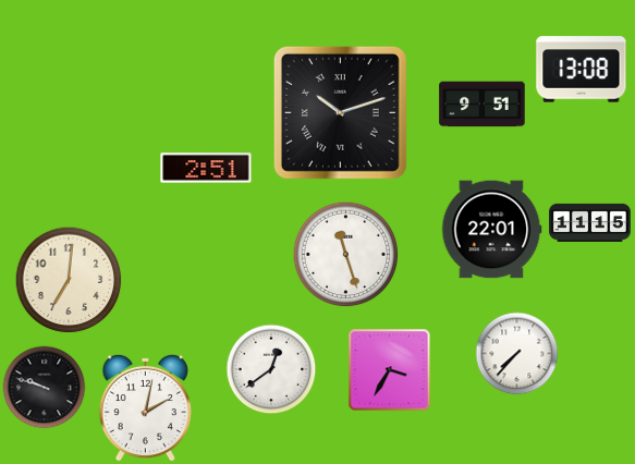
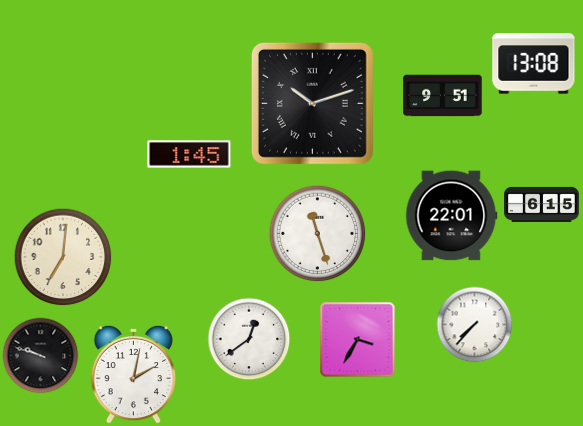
clock at (206, 168): 2:51 -> 1:45
clock at (590, 222): 11:15 -> 6:15
clock at (491, 230) position: (491, 230) -> (451, 216)
